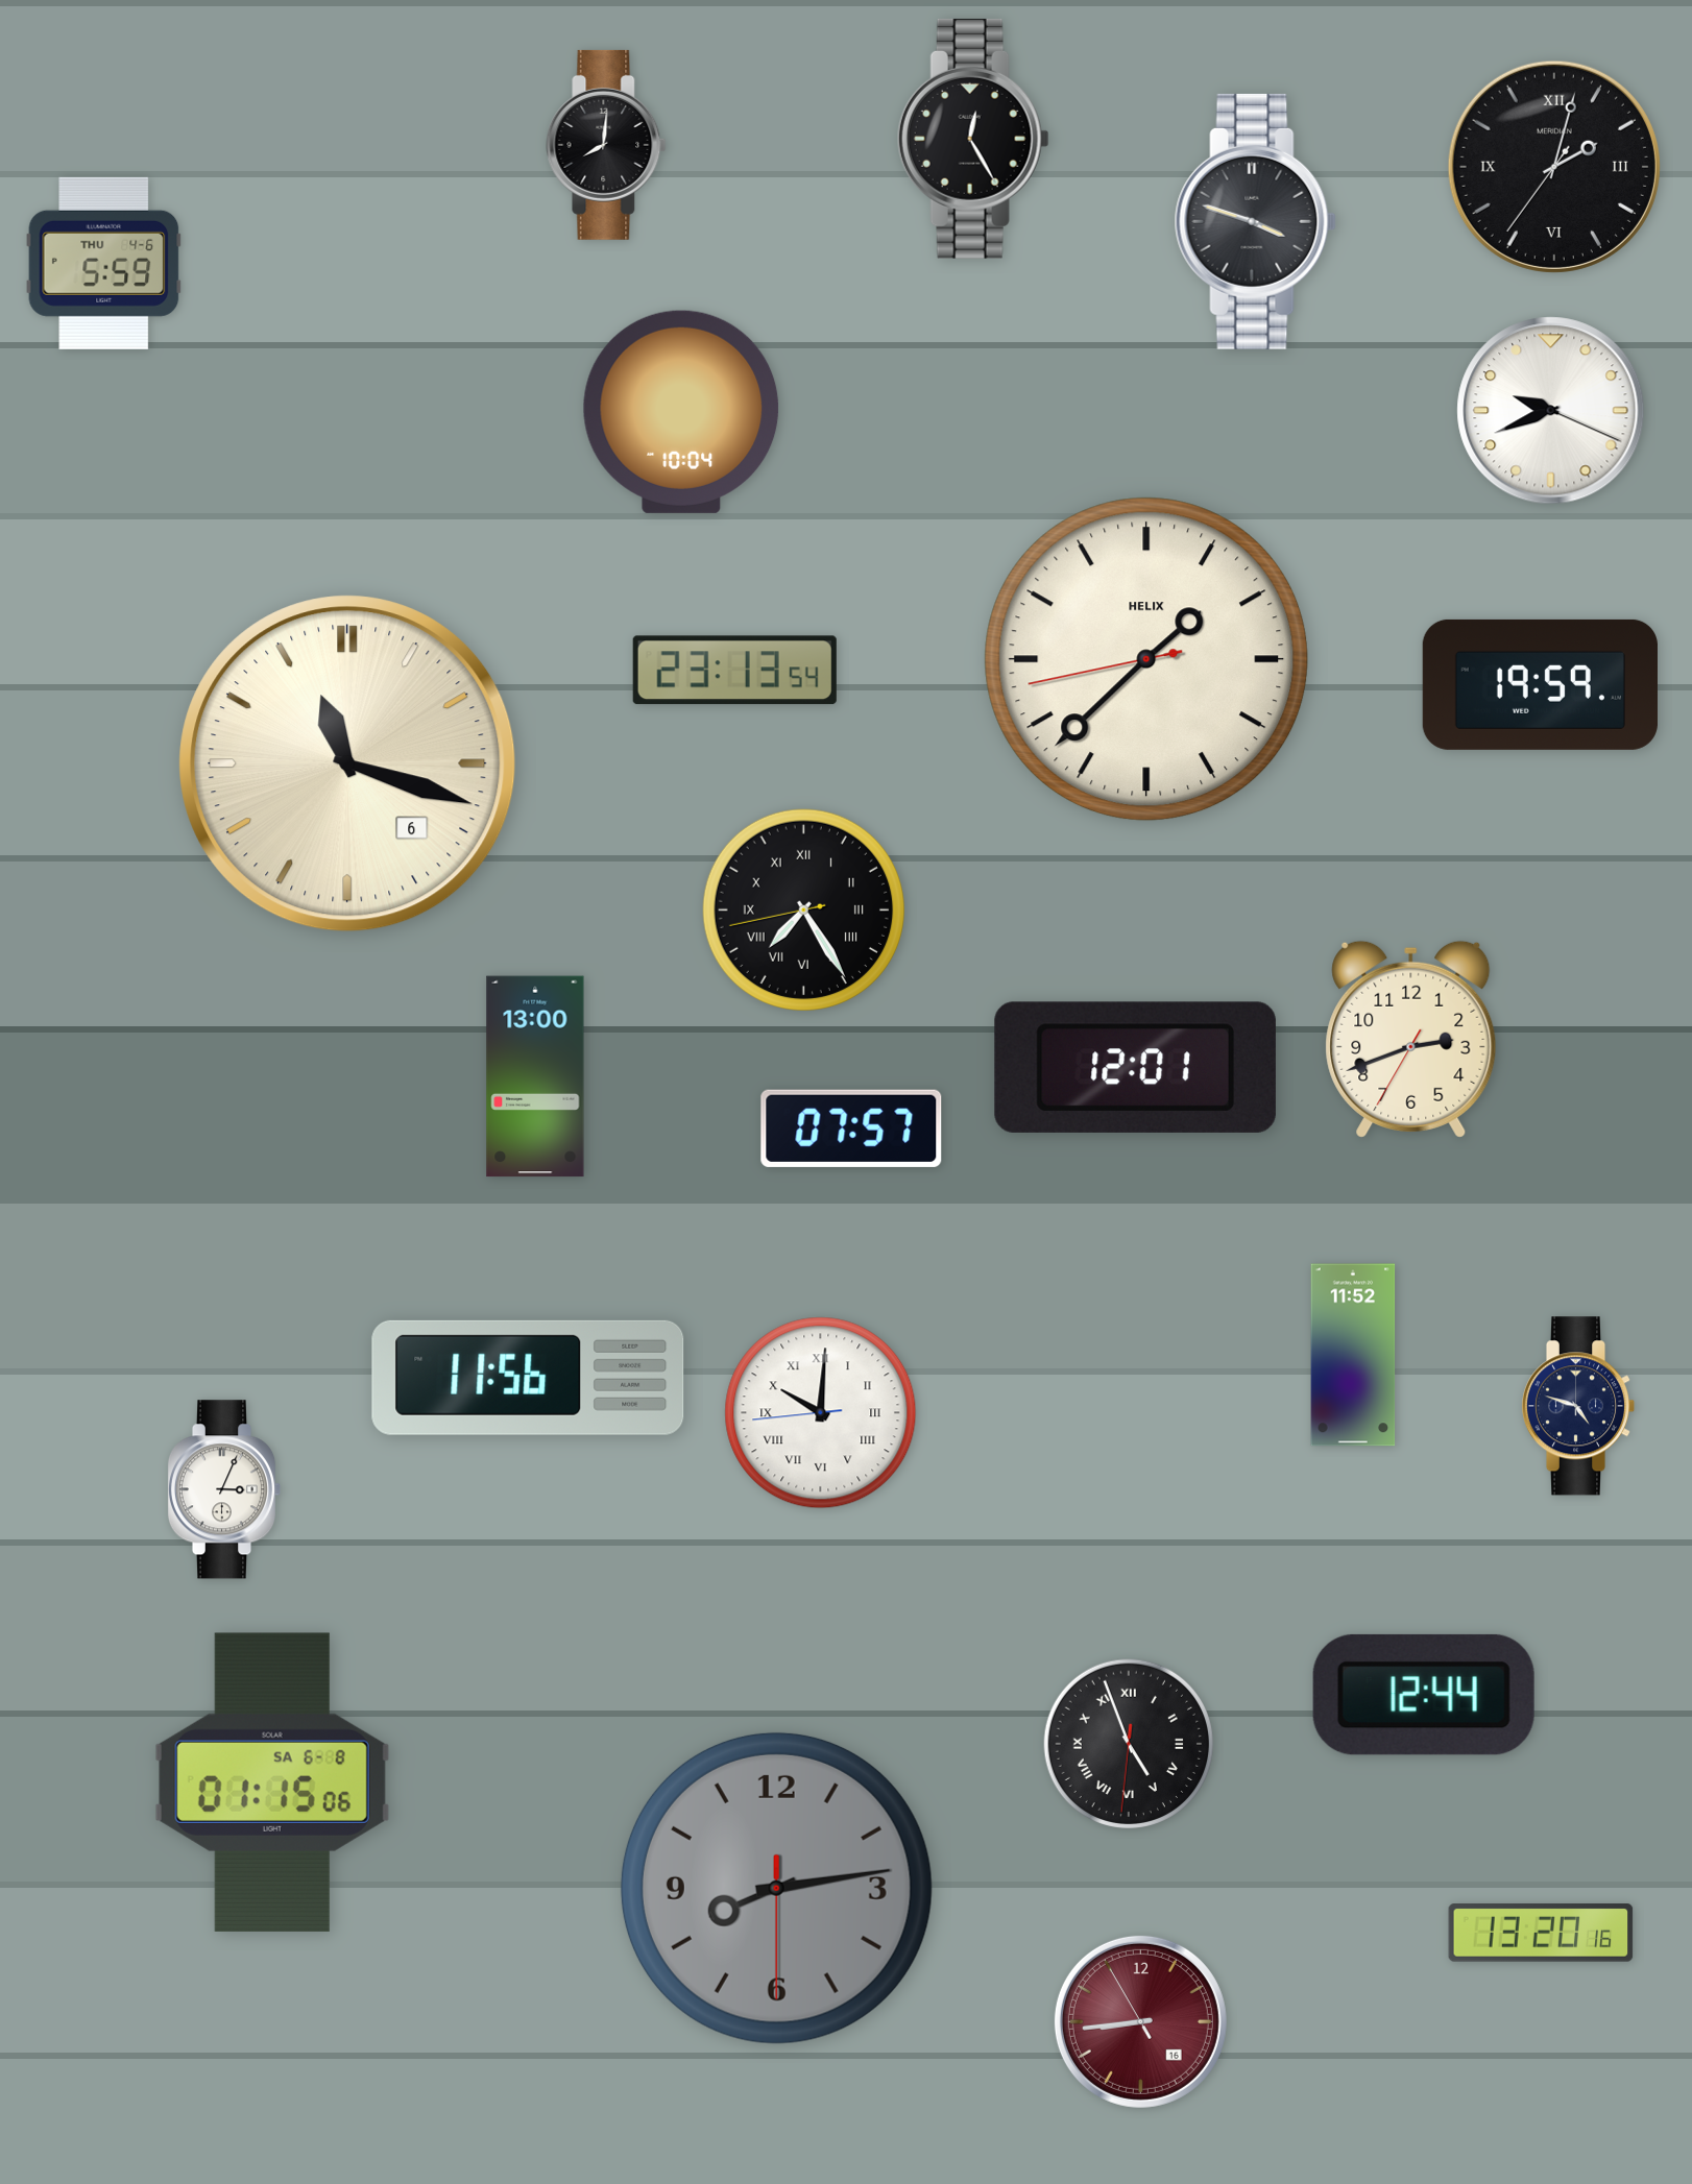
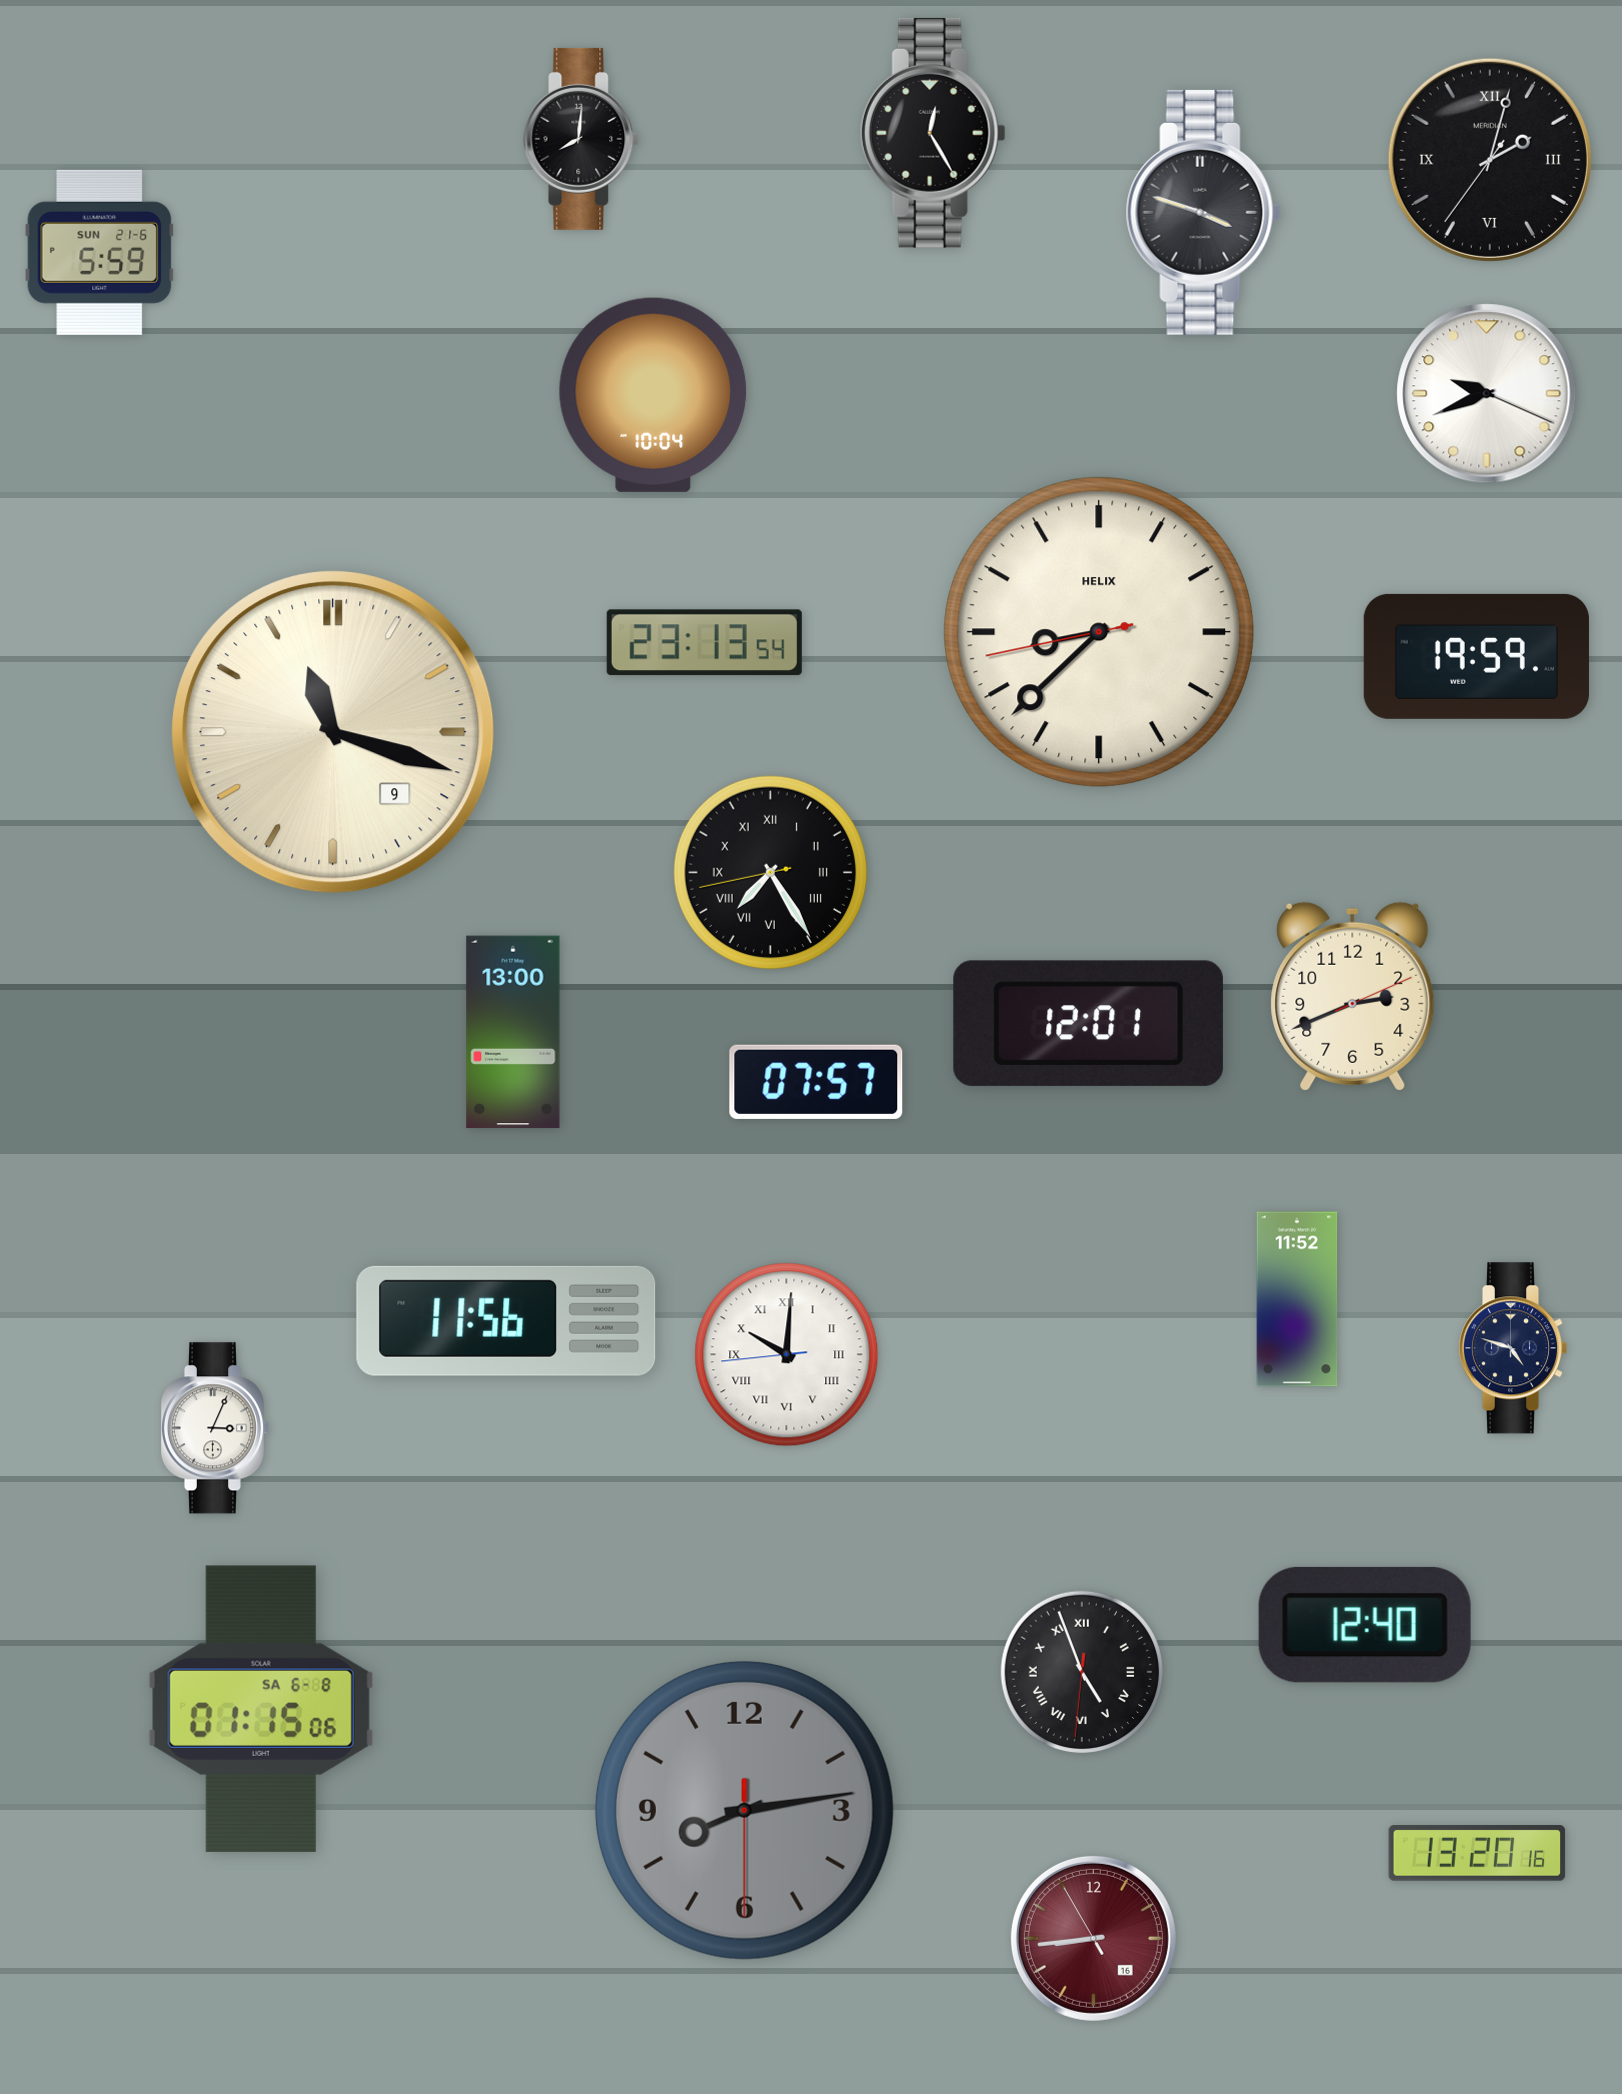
clock at (104, 263) date: THU 4-6 -> SUN 21-6
clock at (1146, 659): 1:37 -> 8:37
clock at (347, 763) date: 6 -> 9
clock at (1411, 1039): 2:41:35 -> 2:41:11
clock at (1424, 1695): 12:44 -> 12:40
